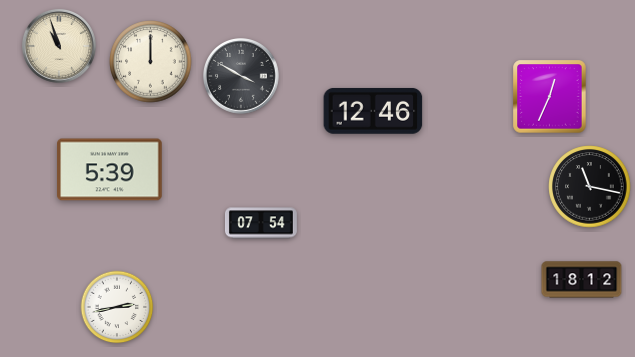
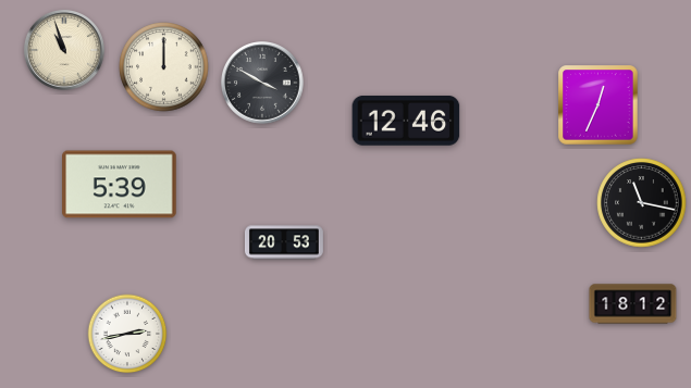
clock at (262, 223): 07:54 -> 20:53
